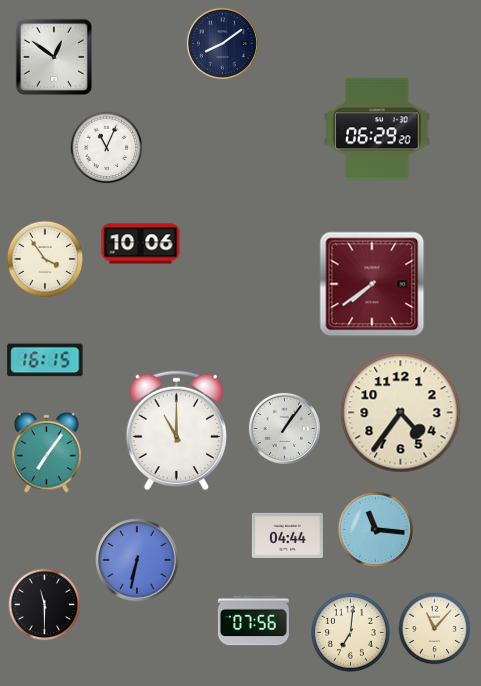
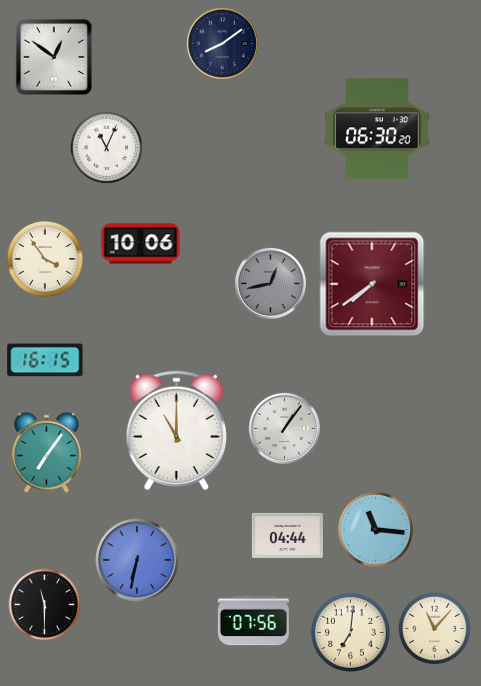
clock at (377, 129): 06:29 -> 06:30
clock at (270, 283): none -> 12:43
clock at (401, 413): 4:36 -> none
